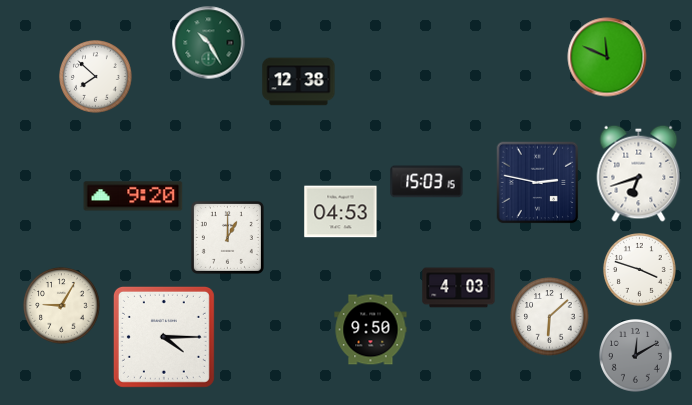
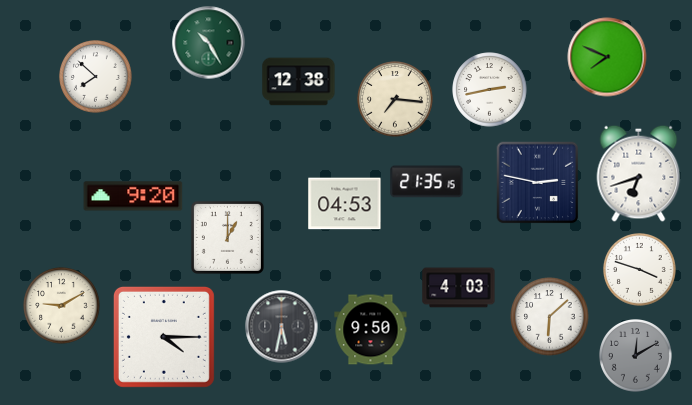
clock at (607, 57): 11:49 -> 7:49
clock at (490, 90): none -> 2:43
clock at (395, 99): none -> 7:16
clock at (427, 182): 15:03 -> 21:35
clock at (341, 212) position: (341, 212) -> (345, 204)
clock at (62, 306): 9:05 -> 9:10
clock at (282, 327): none -> 5:32
